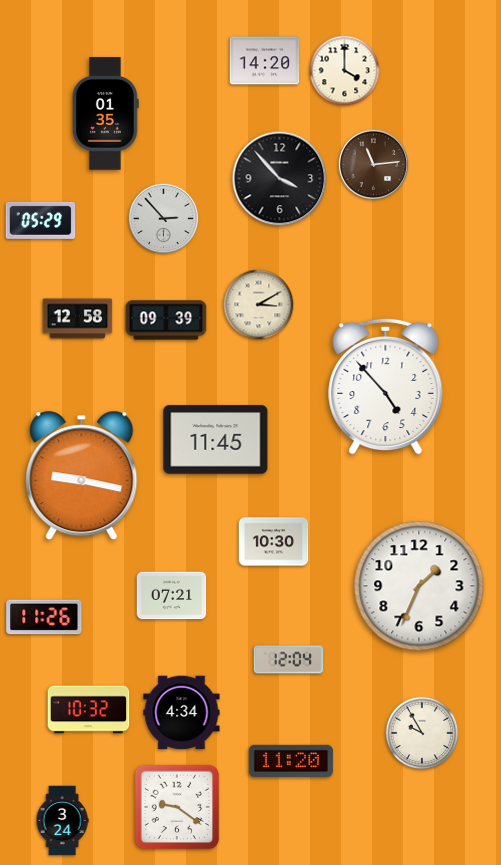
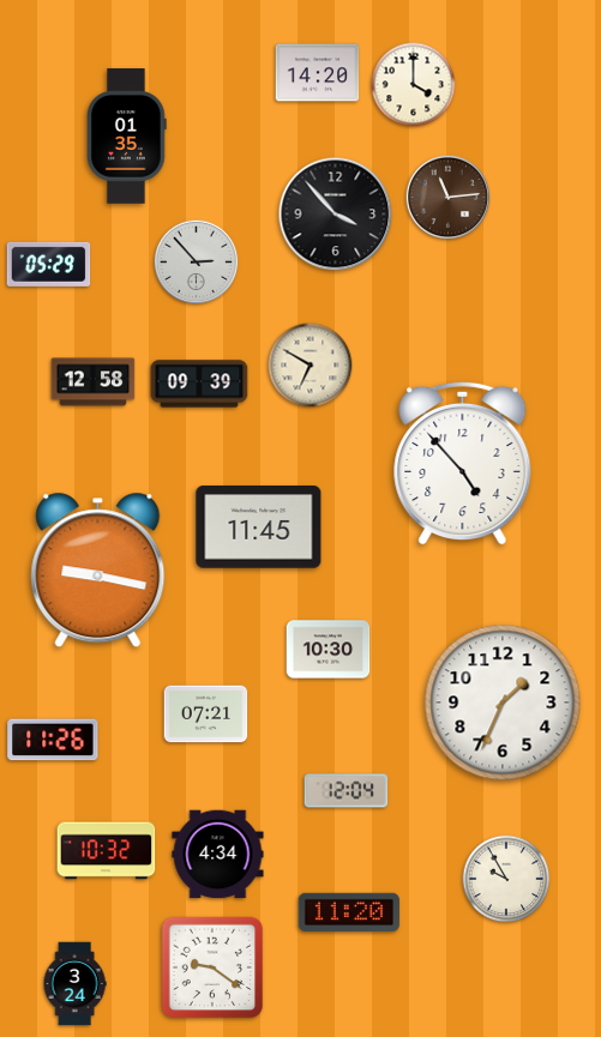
clock at (259, 305): 3:10 -> 6:50
